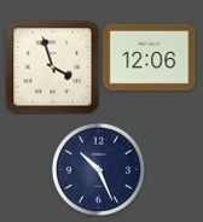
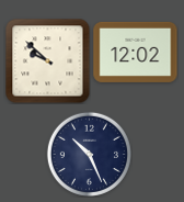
clock at (150, 57): 12:06 -> 12:02
clock at (52, 66): 3:57 -> 9:52
